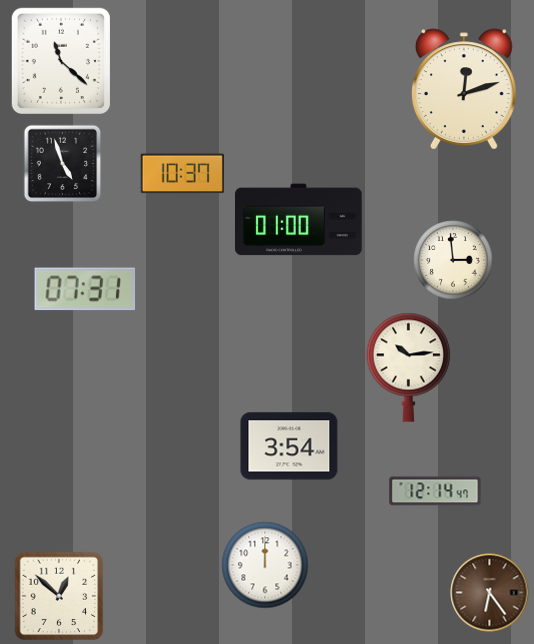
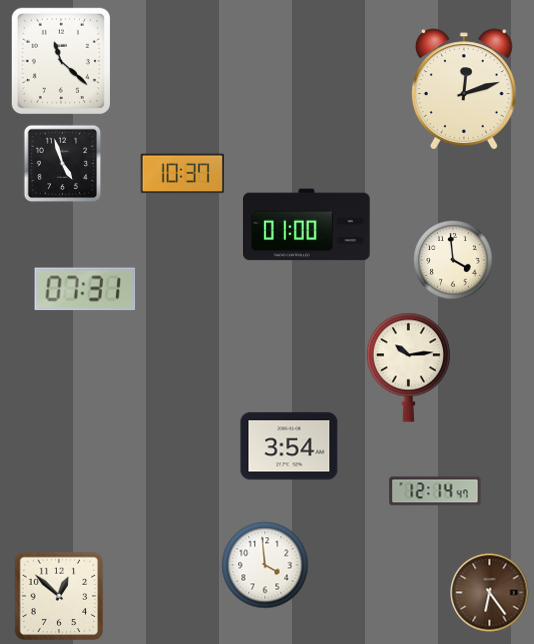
clock at (299, 220) position: (299, 220) -> (307, 225)
clock at (453, 260): 2:59 -> 3:59
clock at (265, 565): 12:00 -> 3:59
